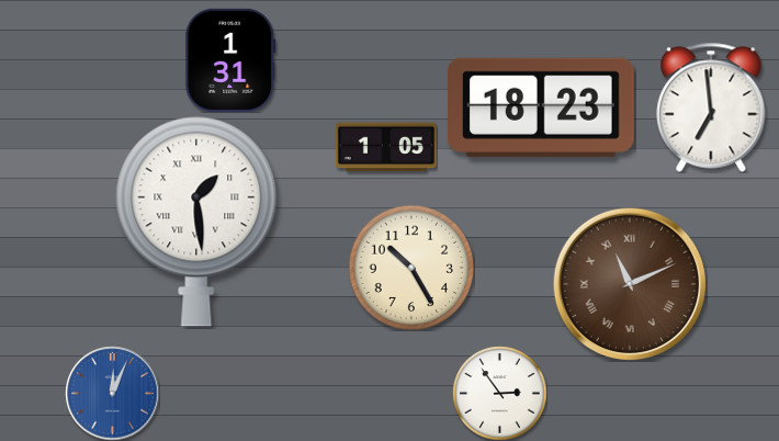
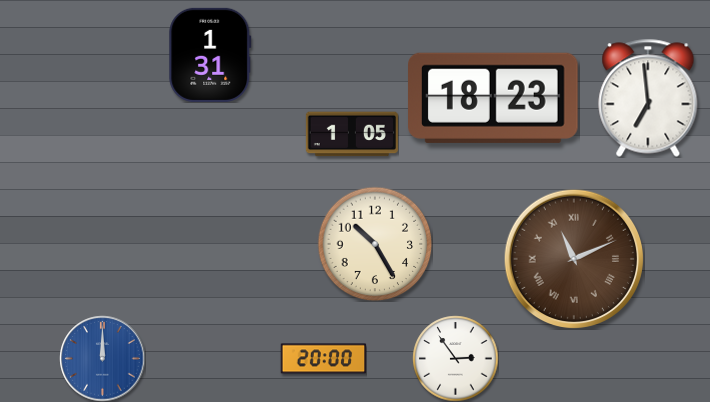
clock at (196, 222): 1:29 -> none
clock at (112, 393): 12:04 -> 12:00
clock at (323, 359): none -> 20:00
